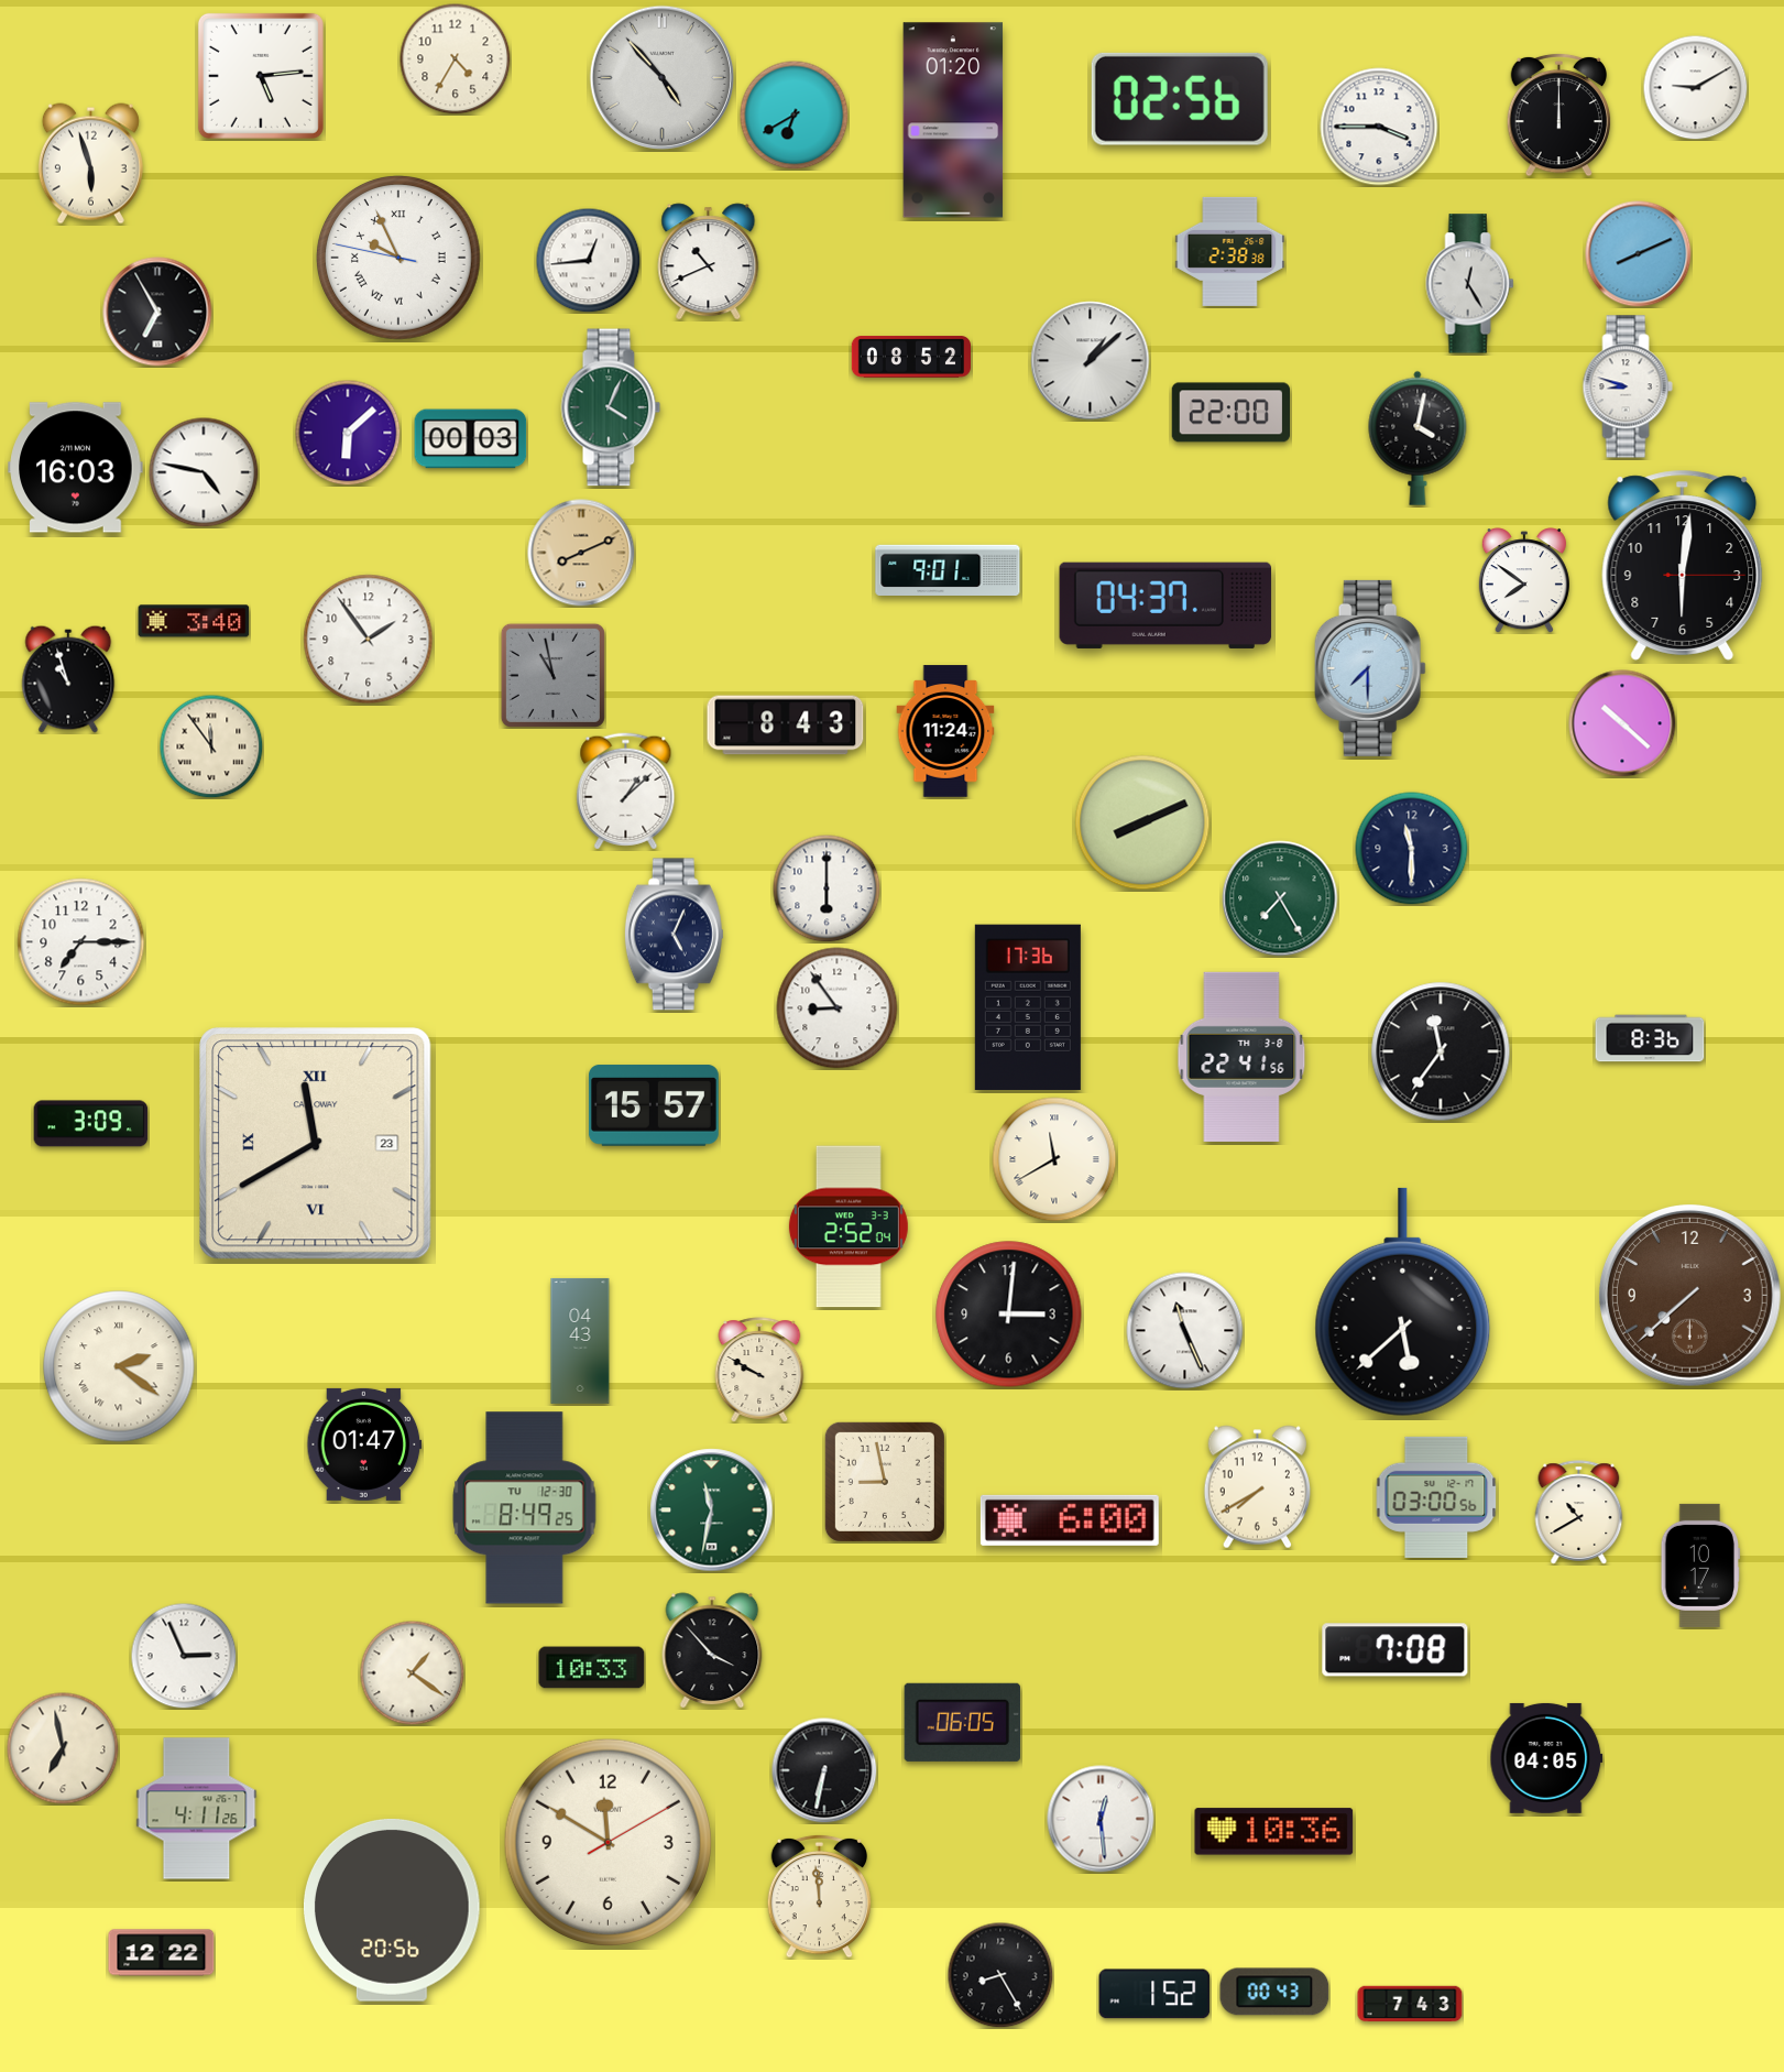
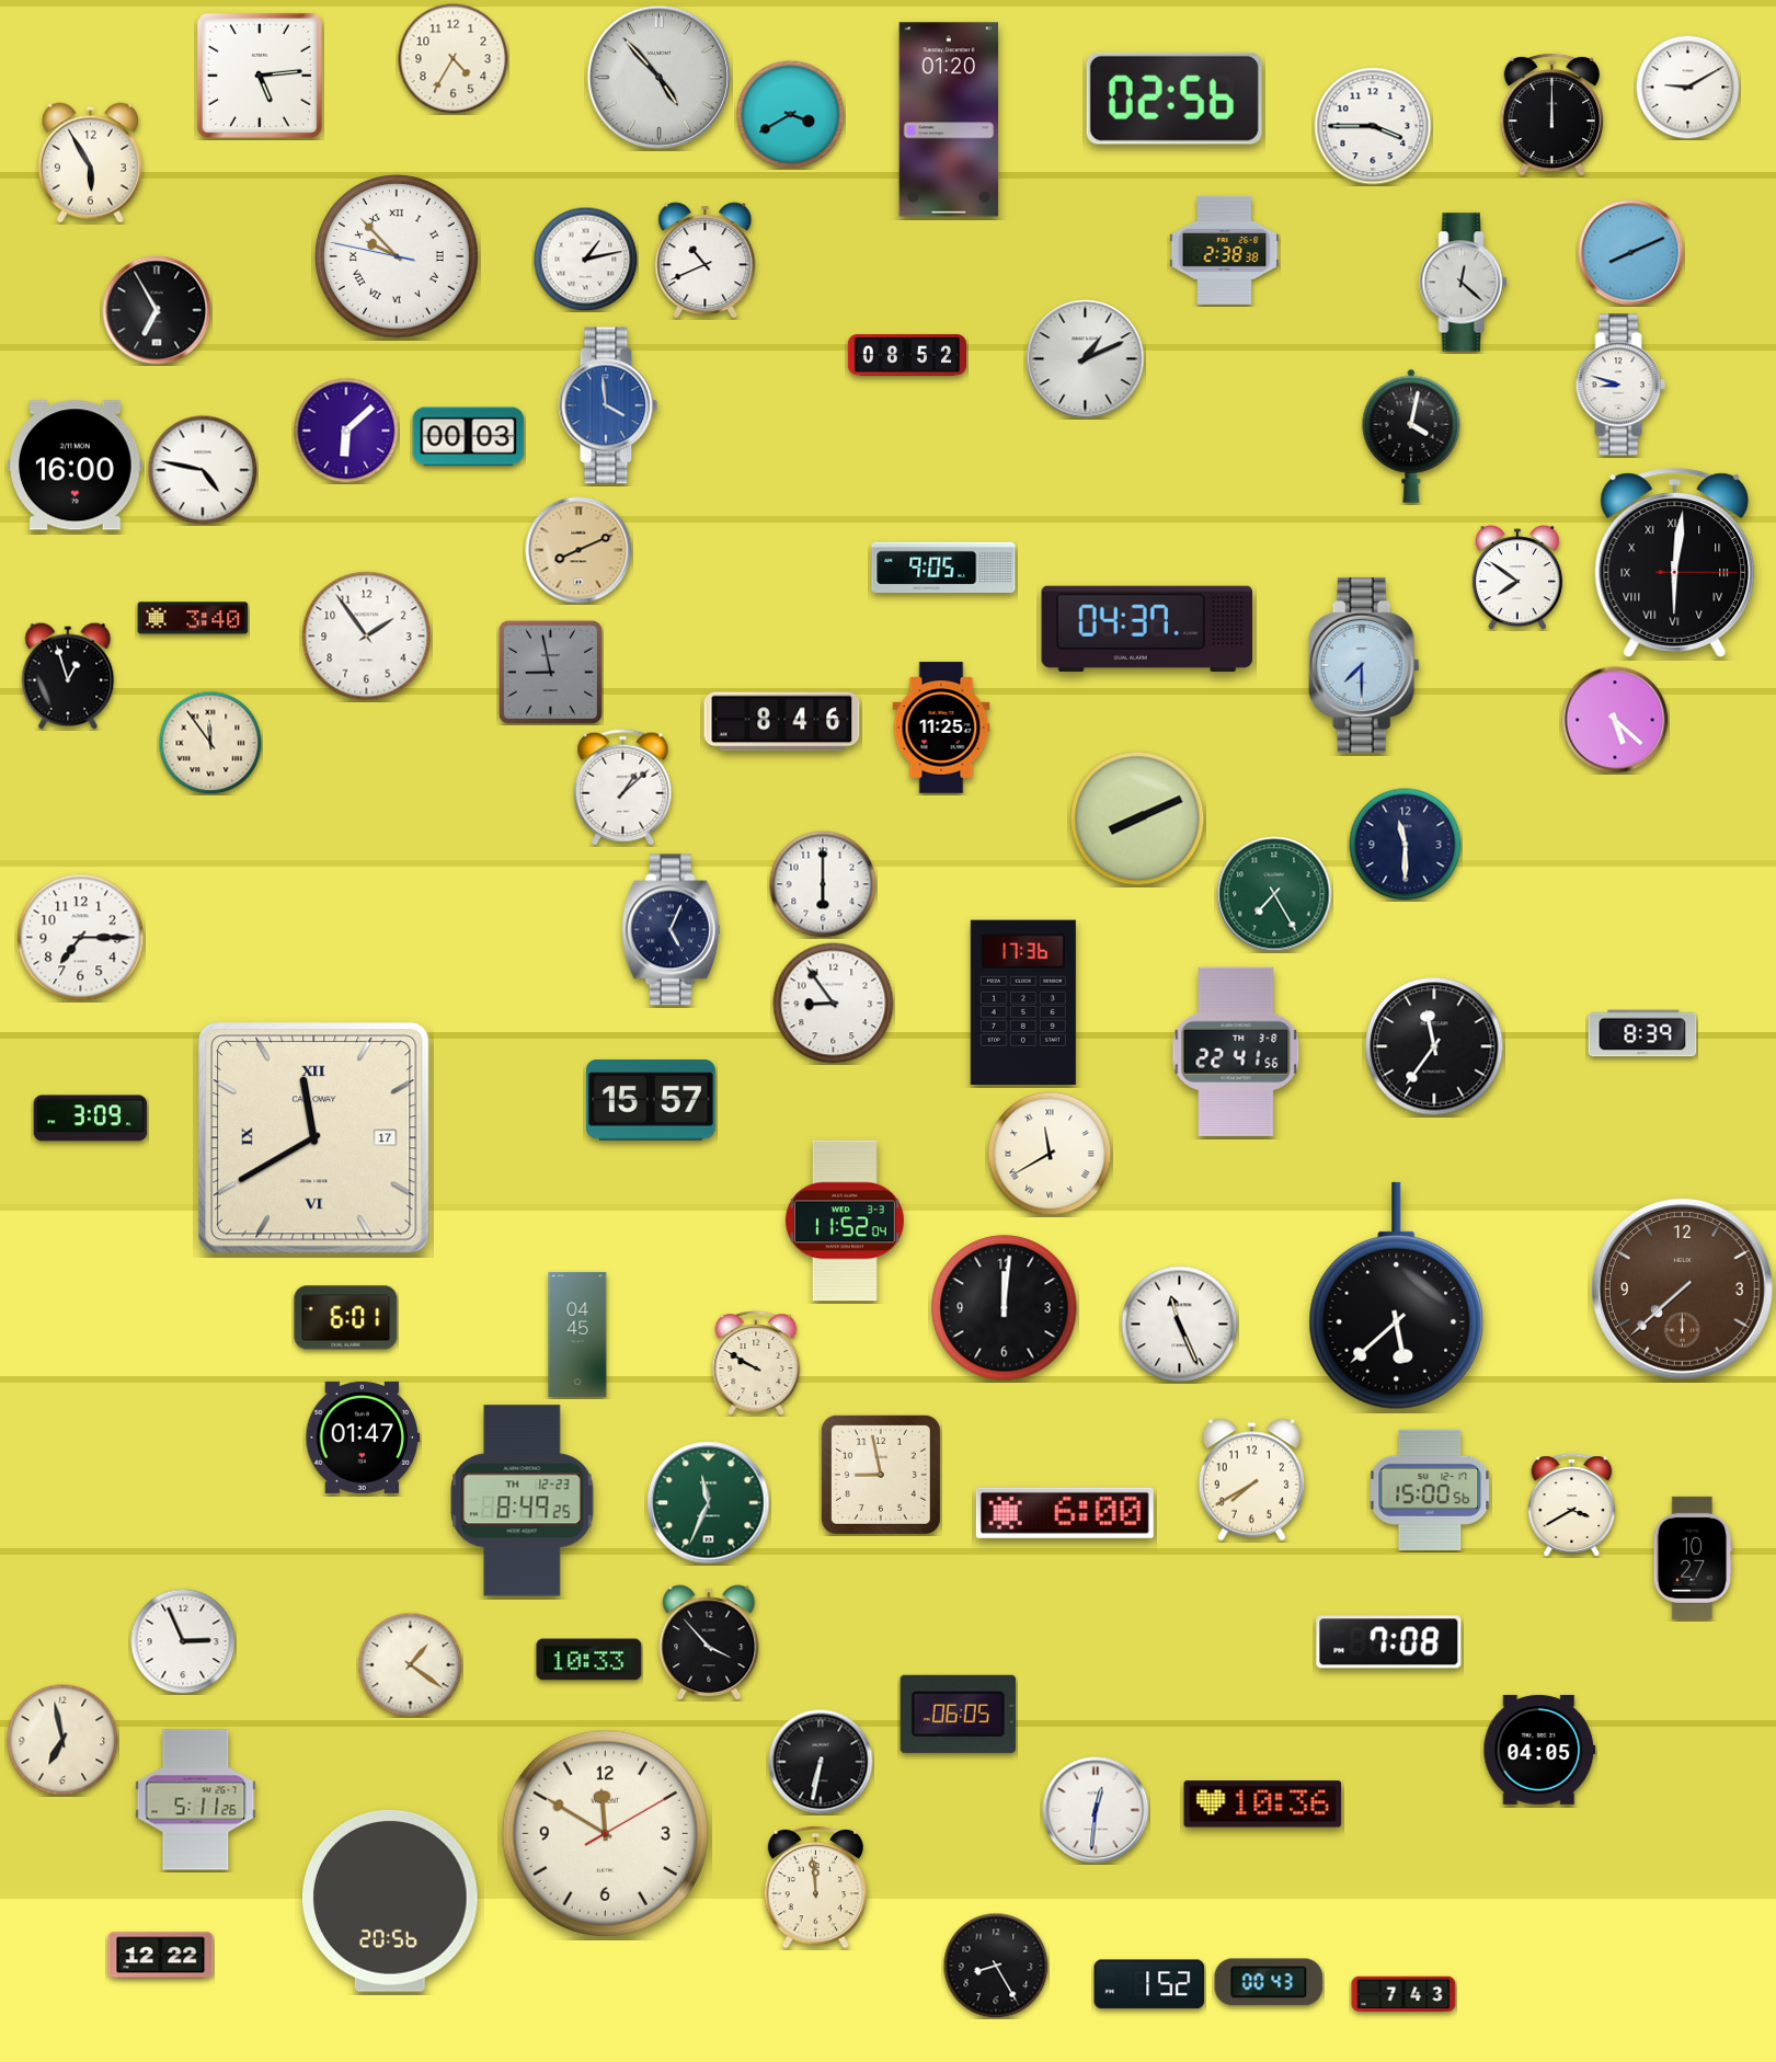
clock at (795, 116): 6:40 -> 3:40
clock at (90, 164): 5:57 -> 5:55
clock at (400, 259): 9:55 -> 9:52
clock at (588, 260): 12:44 -> 1:13
clock at (1470, 284): 12:25 -> 12:22
clock at (1091, 361): 1:08 -> 1:11
clock at (611, 407): 4:04 -> 3:59
clock at (611, 407) dial: green -> blue
clock at (1230, 413): 22:00 -> none
clock at (76, 468): 16:03 -> 16:00
clock at (1683, 565) numerals: Arabic -> Roman
clock at (948, 569): 9:01 -> 9:05
clock at (1165, 606) position: (1165, 606) -> (1147, 629)
clock at (552, 675): 10:58 -> 8:58
clock at (68, 679): 10:57 -> 12:57
clock at (1622, 723): 10:22 -> 5:22
clock at (786, 726): 8:43 -> 8:46
clock at (945, 731): 11:24 -> 11:25
clock at (1650, 1038): 8:36 -> 8:39
clock at (316, 1144) date: 23 -> 17
clock at (849, 1226): 2:52 -> 11:52
clock at (1009, 1315): 3:01 -> 12:01
clock at (346, 1318): none -> 6:01
clock at (580, 1341): 04:43 -> 04:45
clock at (119, 1366): 2:21 -> none
clock at (1436, 1497): 03:00 -> 15:00
clock at (525, 1508) date: TU 12-30 -> TH 12-23
clock at (712, 1511): 11:32 -> 11:34
clock at (1579, 1513): 10:40 -> 3:40
clock at (1700, 1566): 10:17 -> 10:27
clock at (184, 1656) position: (184, 1656) -> (183, 1641)
clock at (197, 1809): 4:11 -> 5:11
clock at (1101, 1819): 12:29 -> 12:31
clock at (1274, 1832) position: (1274, 1832) -> (1263, 1805)
clock at (162, 1953) position: (162, 1953) -> (161, 1956)
